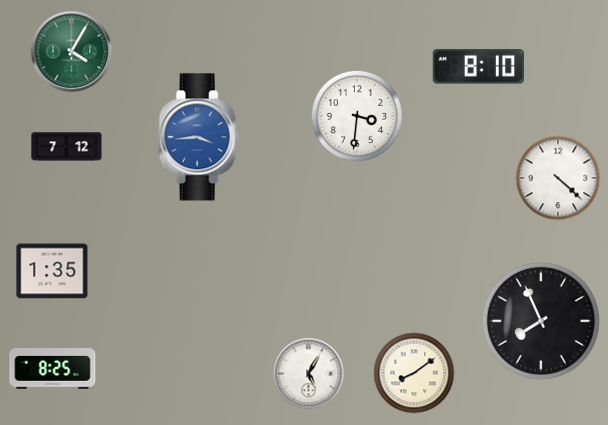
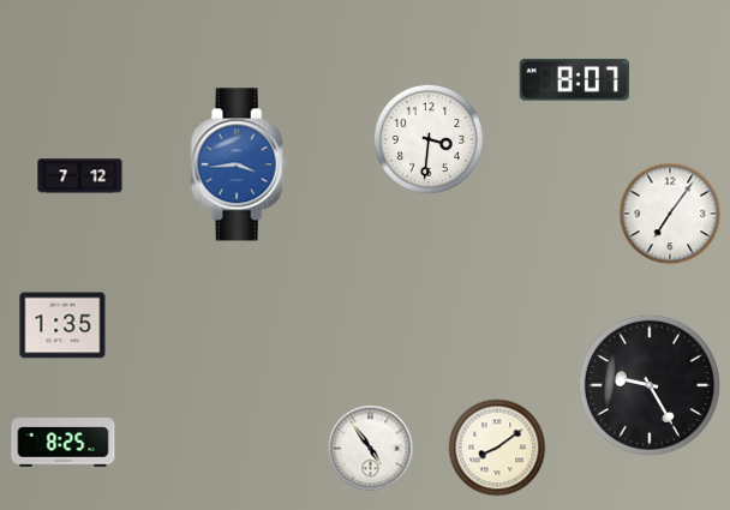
clock at (72, 52): 4:05 -> none
clock at (478, 67): 8:10 -> 8:07
clock at (558, 178): 4:22 -> 7:06
clock at (541, 321): 7:56 -> 9:25
clock at (309, 374): 5:05 -> 4:54
